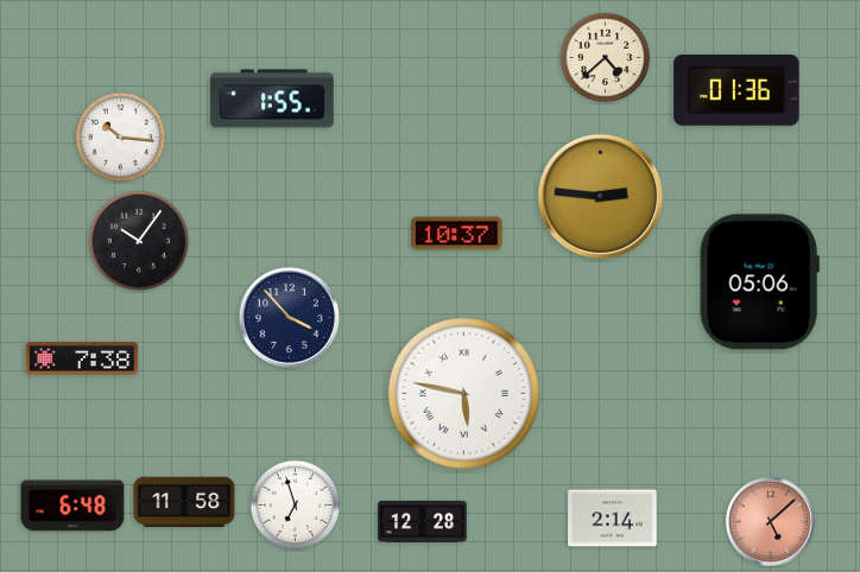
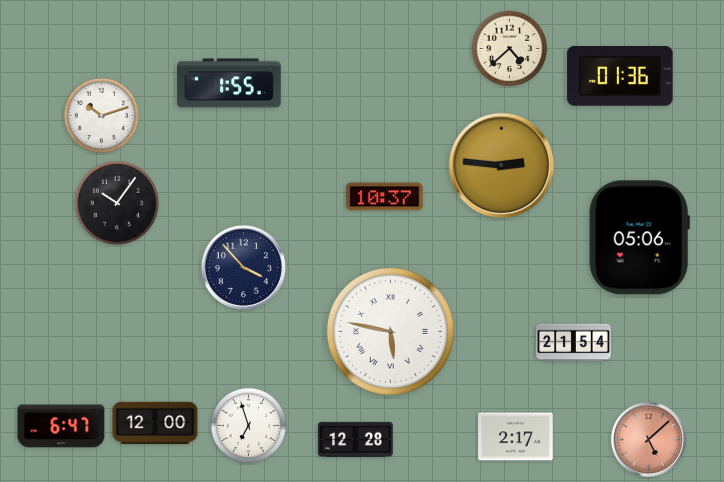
clock at (121, 138): 10:16 -> 10:12
clock at (601, 197) position: (601, 197) -> (502, 166)
clock at (82, 358): 7:38 -> none
clock at (574, 343): none -> 21:54
clock at (184, 502): 11:58 -> 12:00
clock at (72, 506): 6:48 -> 6:47
clock at (613, 519): 2:14 -> 2:17
